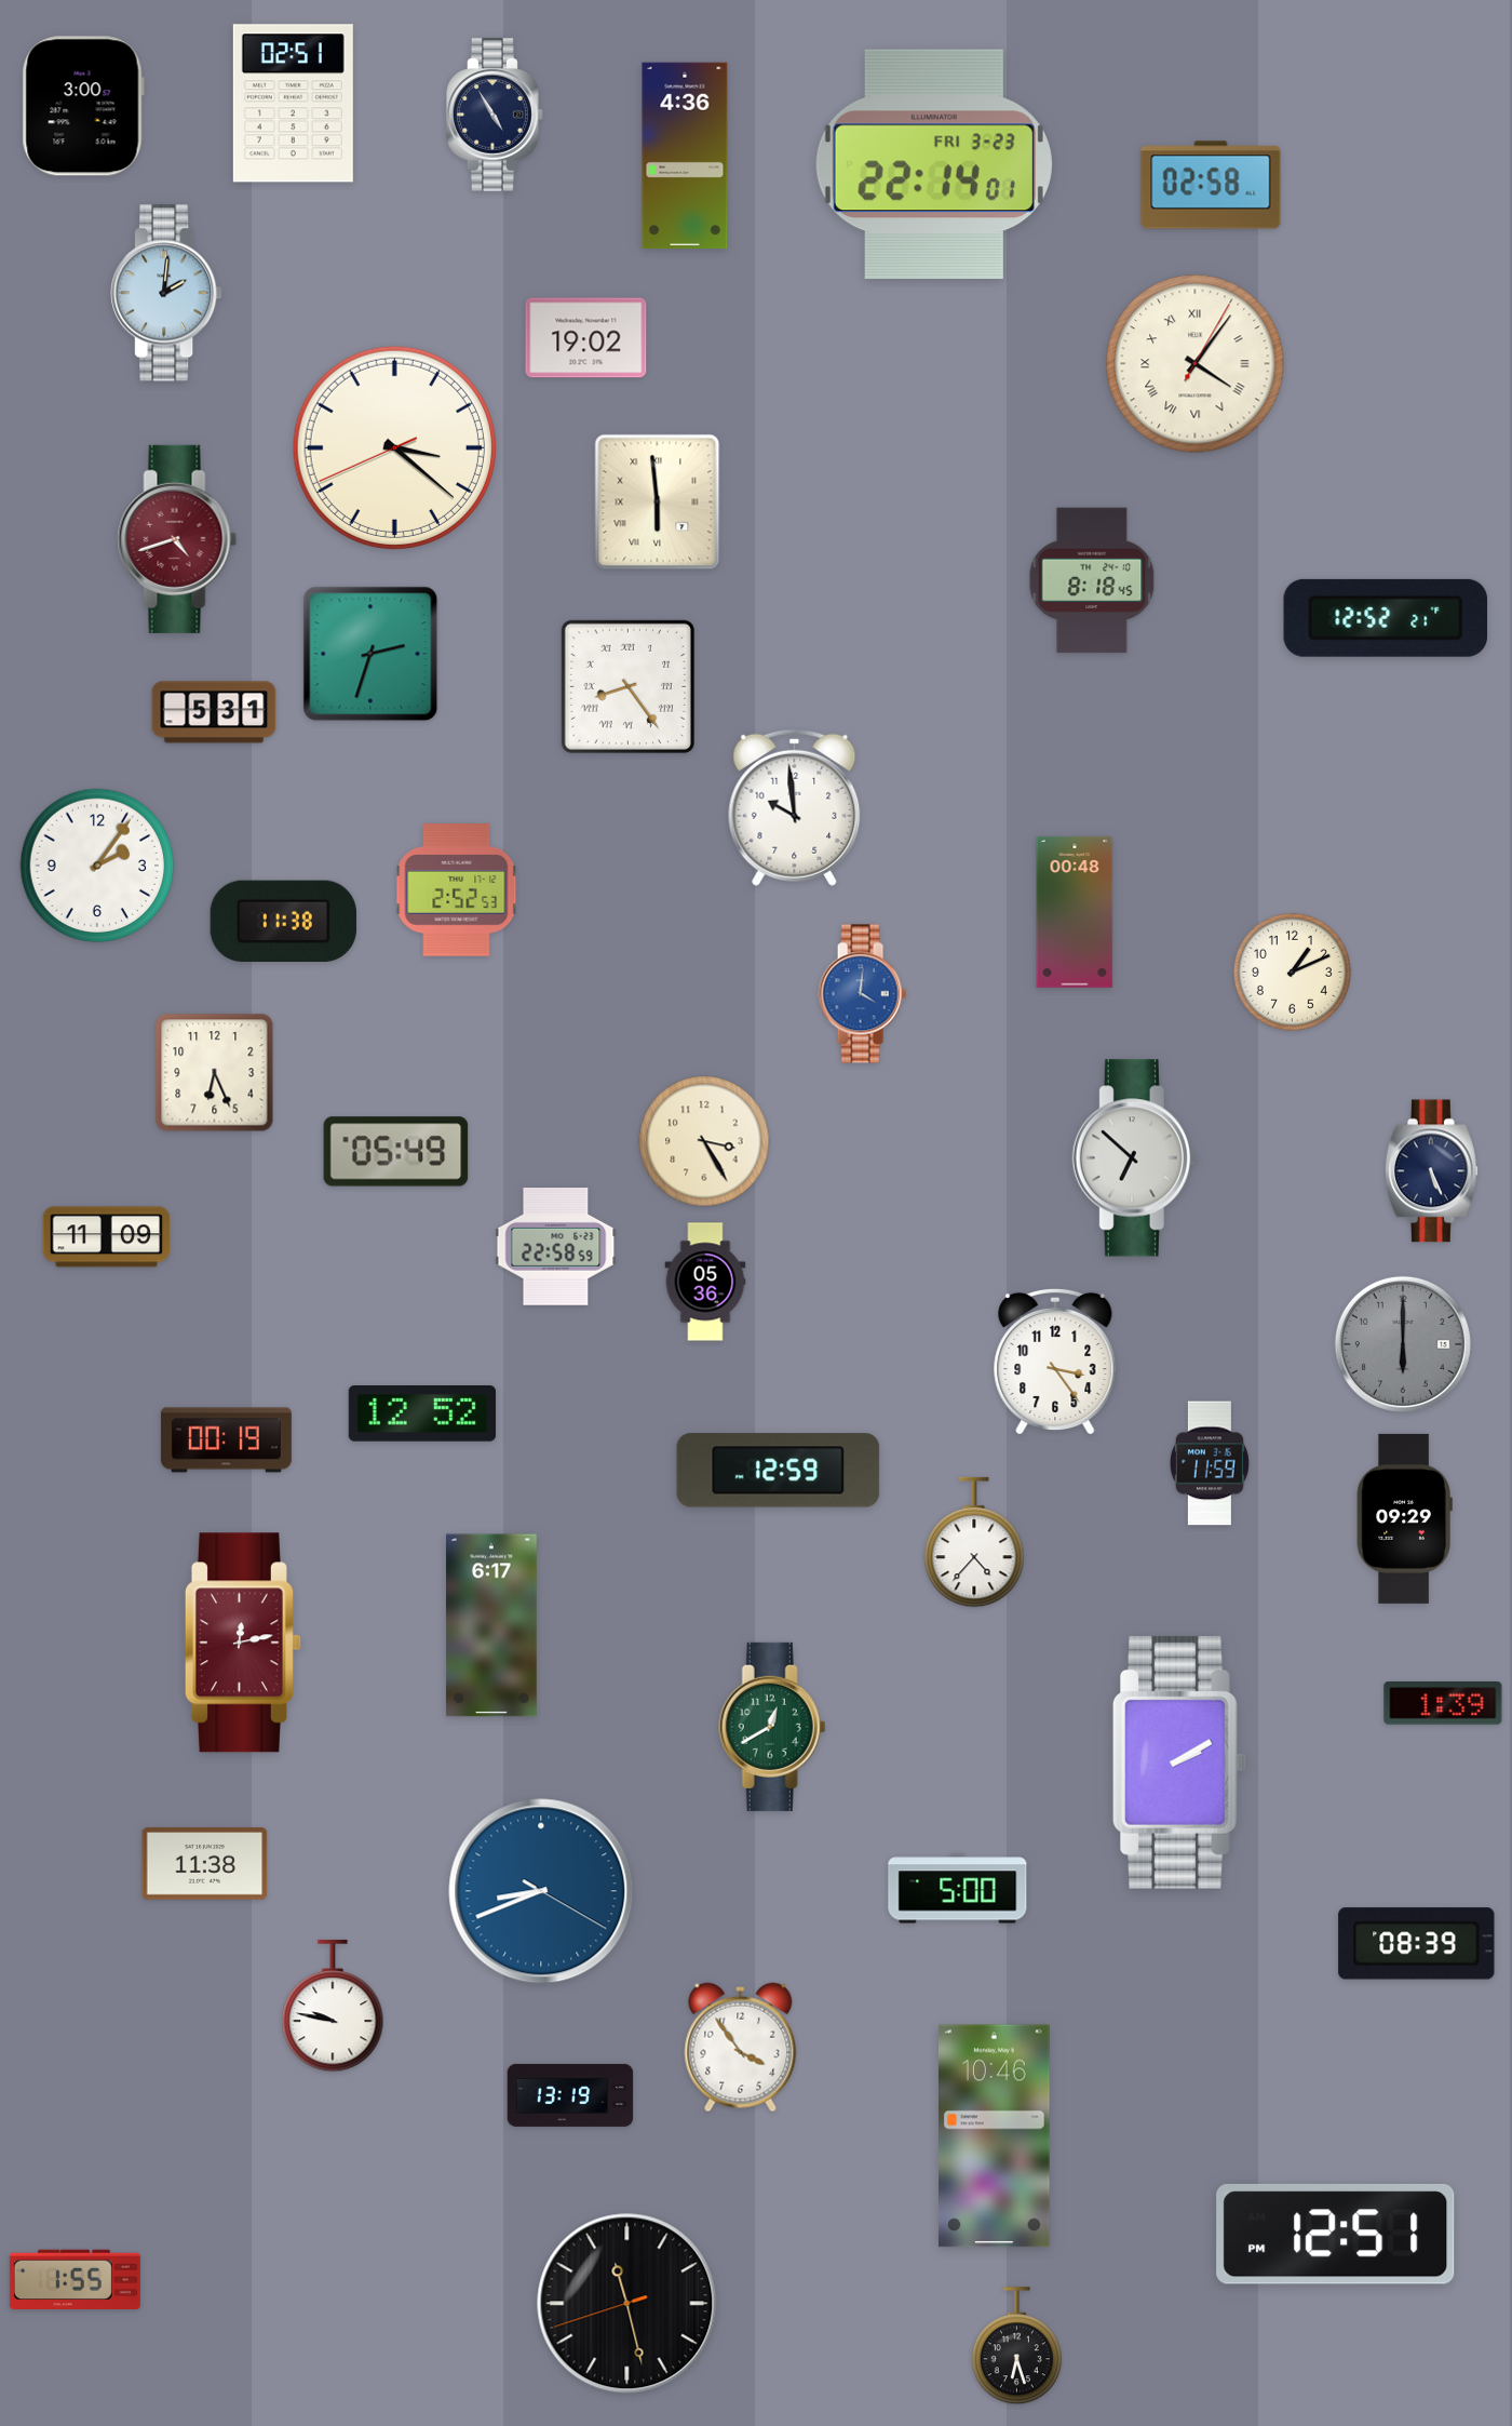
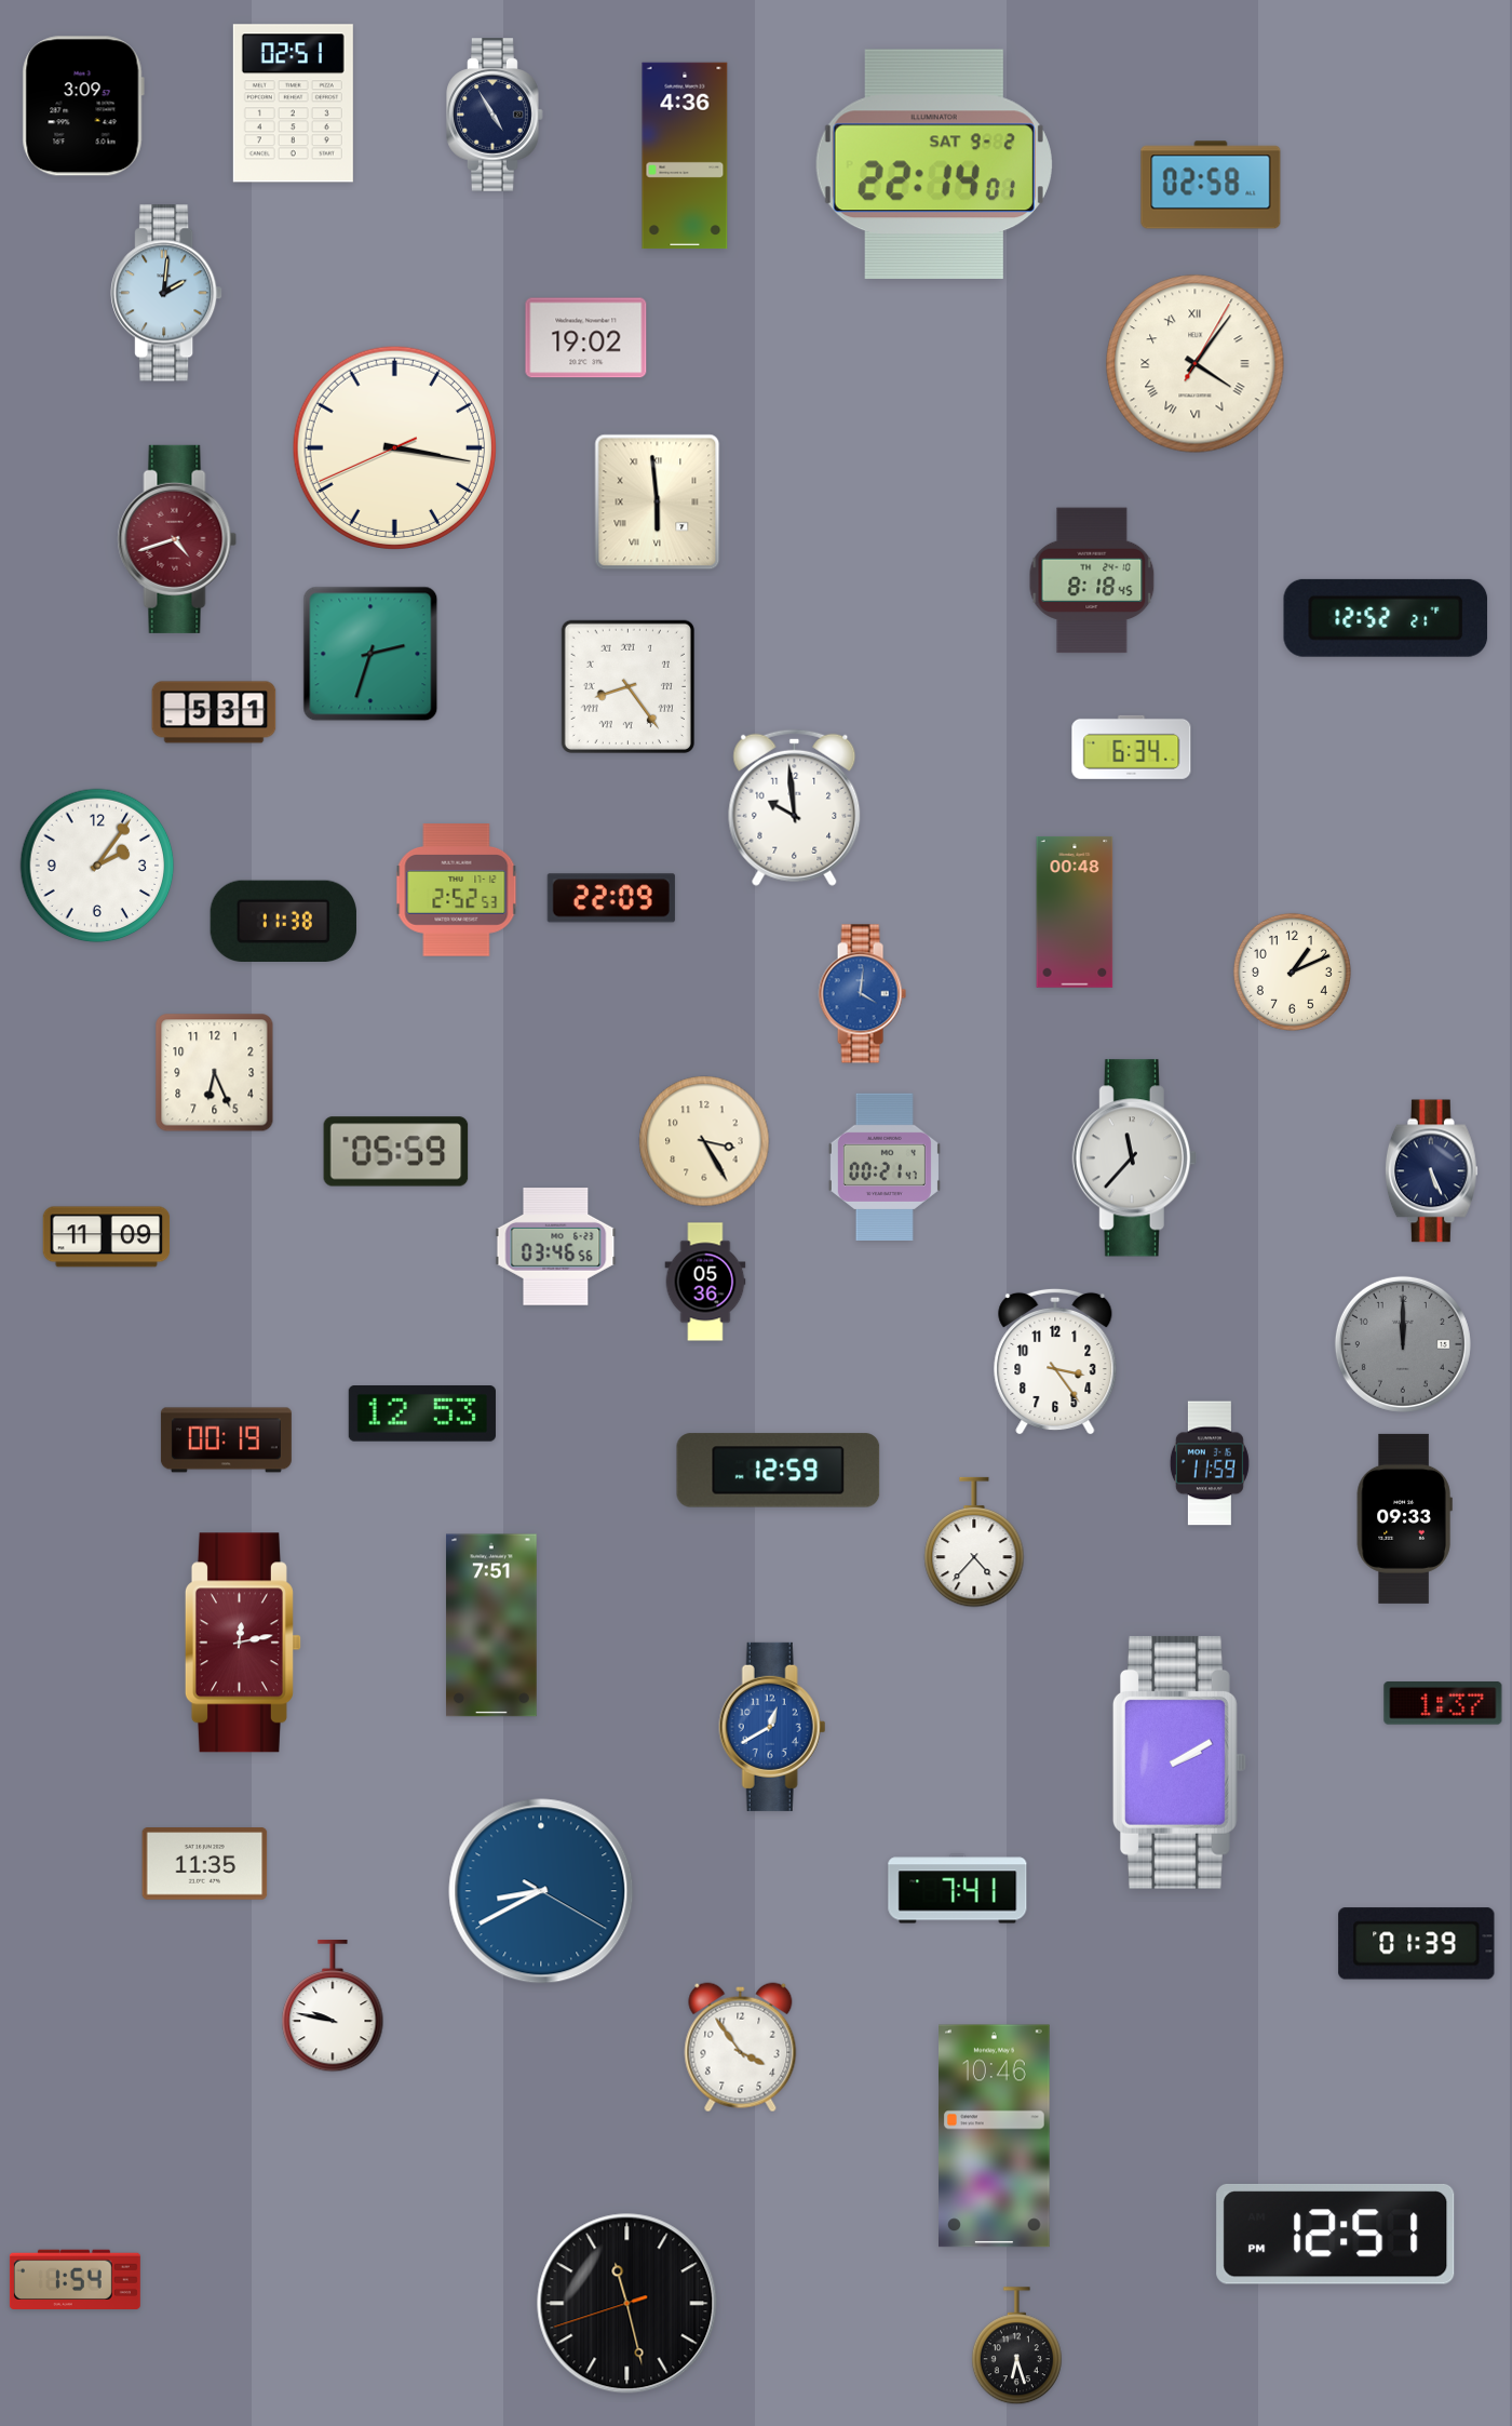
clock at (83, 106): 3:00 -> 3:09
clock at (934, 164) date: FRI 3-23 -> SAT 9-2
clock at (394, 447): 3:21 -> 3:16
clock at (1132, 747): none -> 6:34
clock at (611, 898): none -> 22:09
clock at (396, 1152): 05:49 -> 05:59
clock at (1134, 1158): 6:52 -> 11:37
clock at (885, 1167): none -> 00:21
clock at (556, 1247): 22:58 -> 03:46
clock at (1403, 1344): 6:00 -> 12:00
clock at (422, 1415): 12:52 -> 12:53
clock at (1404, 1518): 09:29 -> 09:33
clock at (491, 1625): 6:17 -> 7:51
clock at (1443, 1704): 1:39 -> 1:37
clock at (772, 1727) dial: green -> blue
clock at (205, 1864): 11:38 -> 11:35
clock at (958, 1889): 5:00 -> 7:41
clock at (541, 1891): 8:41 -> 8:40
clock at (1417, 1944): 08:39 -> 01:39
clock at (570, 2095): 13:19 -> none
clock at (75, 2280): 1:55 -> 1:54
